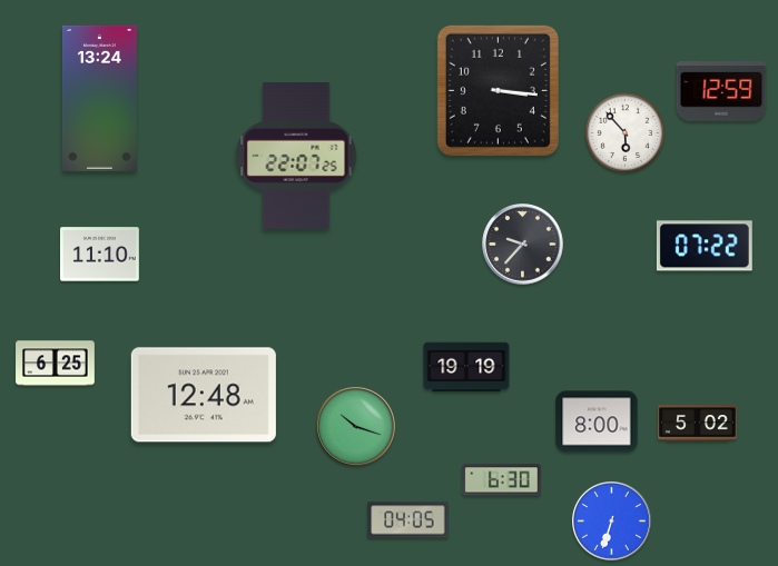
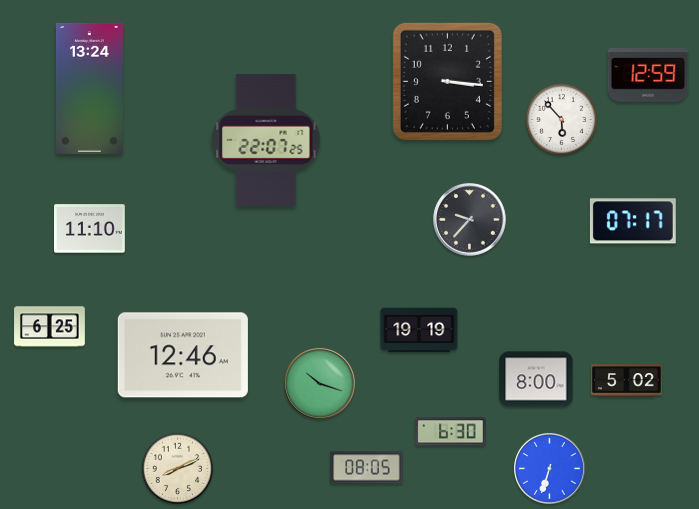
clock at (721, 92) position: (721, 92) -> (648, 76)
clock at (705, 246): 07:22 -> 07:17
clock at (204, 395): 12:48 -> 12:46
clock at (408, 520): 04:05 -> 08:05
clock at (178, 469): none -> 8:11
